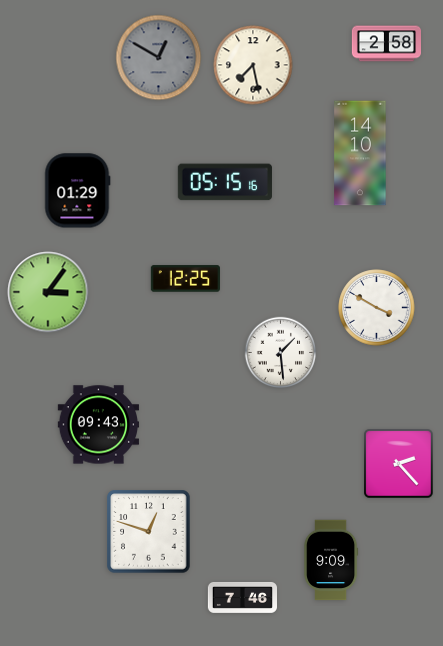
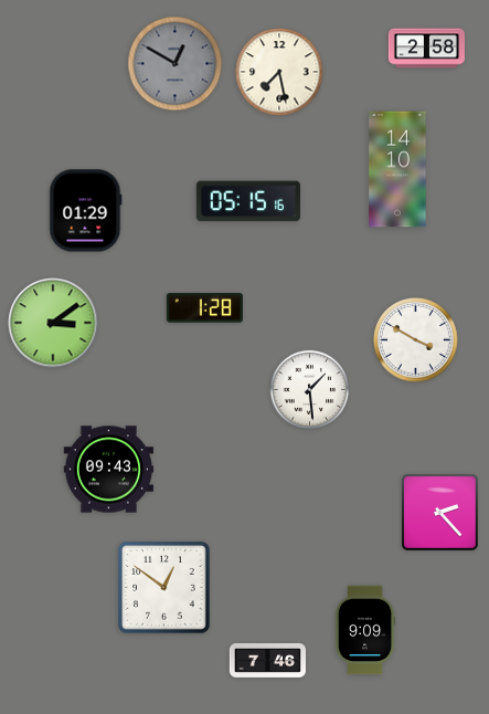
clock at (185, 279): 12:25 -> 1:28
clock at (48, 292): 3:06 -> 3:09
clock at (149, 532): 12:48 -> 12:51
clock at (331, 560) position: (331, 560) -> (365, 630)
